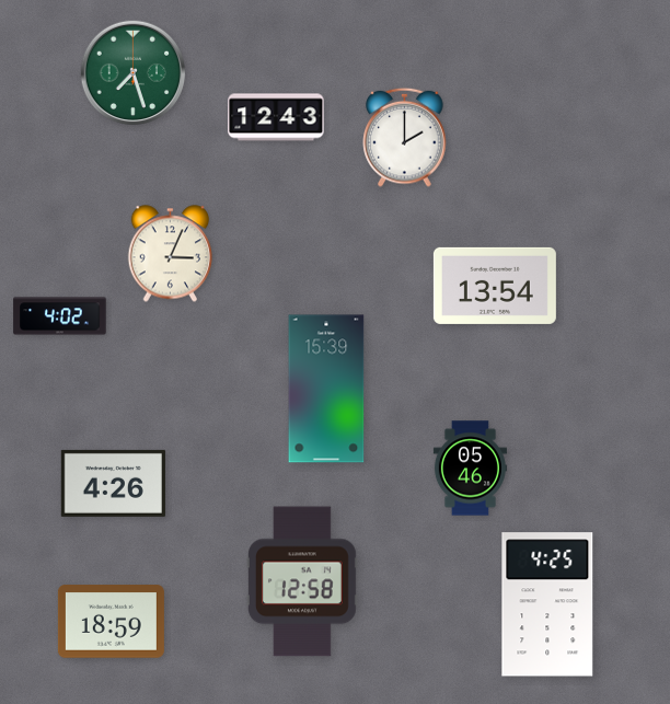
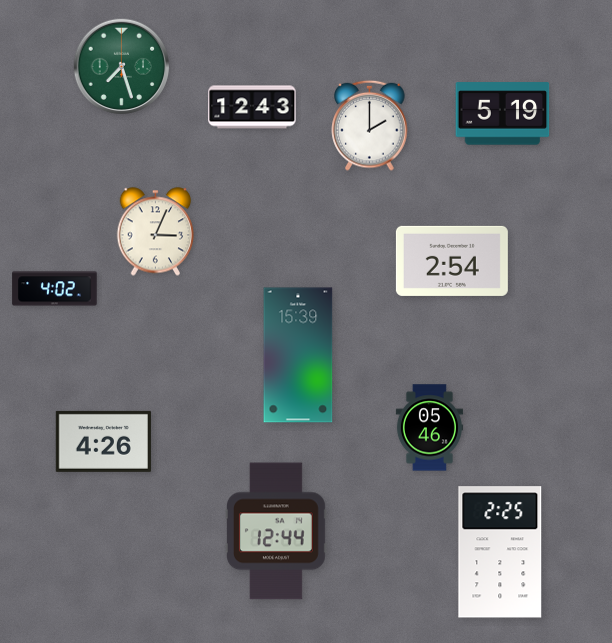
clock at (503, 114): none -> 5:19
clock at (495, 286): 13:54 -> 2:54
clock at (302, 581): 12:58 -> 12:44
clock at (547, 604): 4:25 -> 2:25
clock at (111, 622): 18:59 -> none
